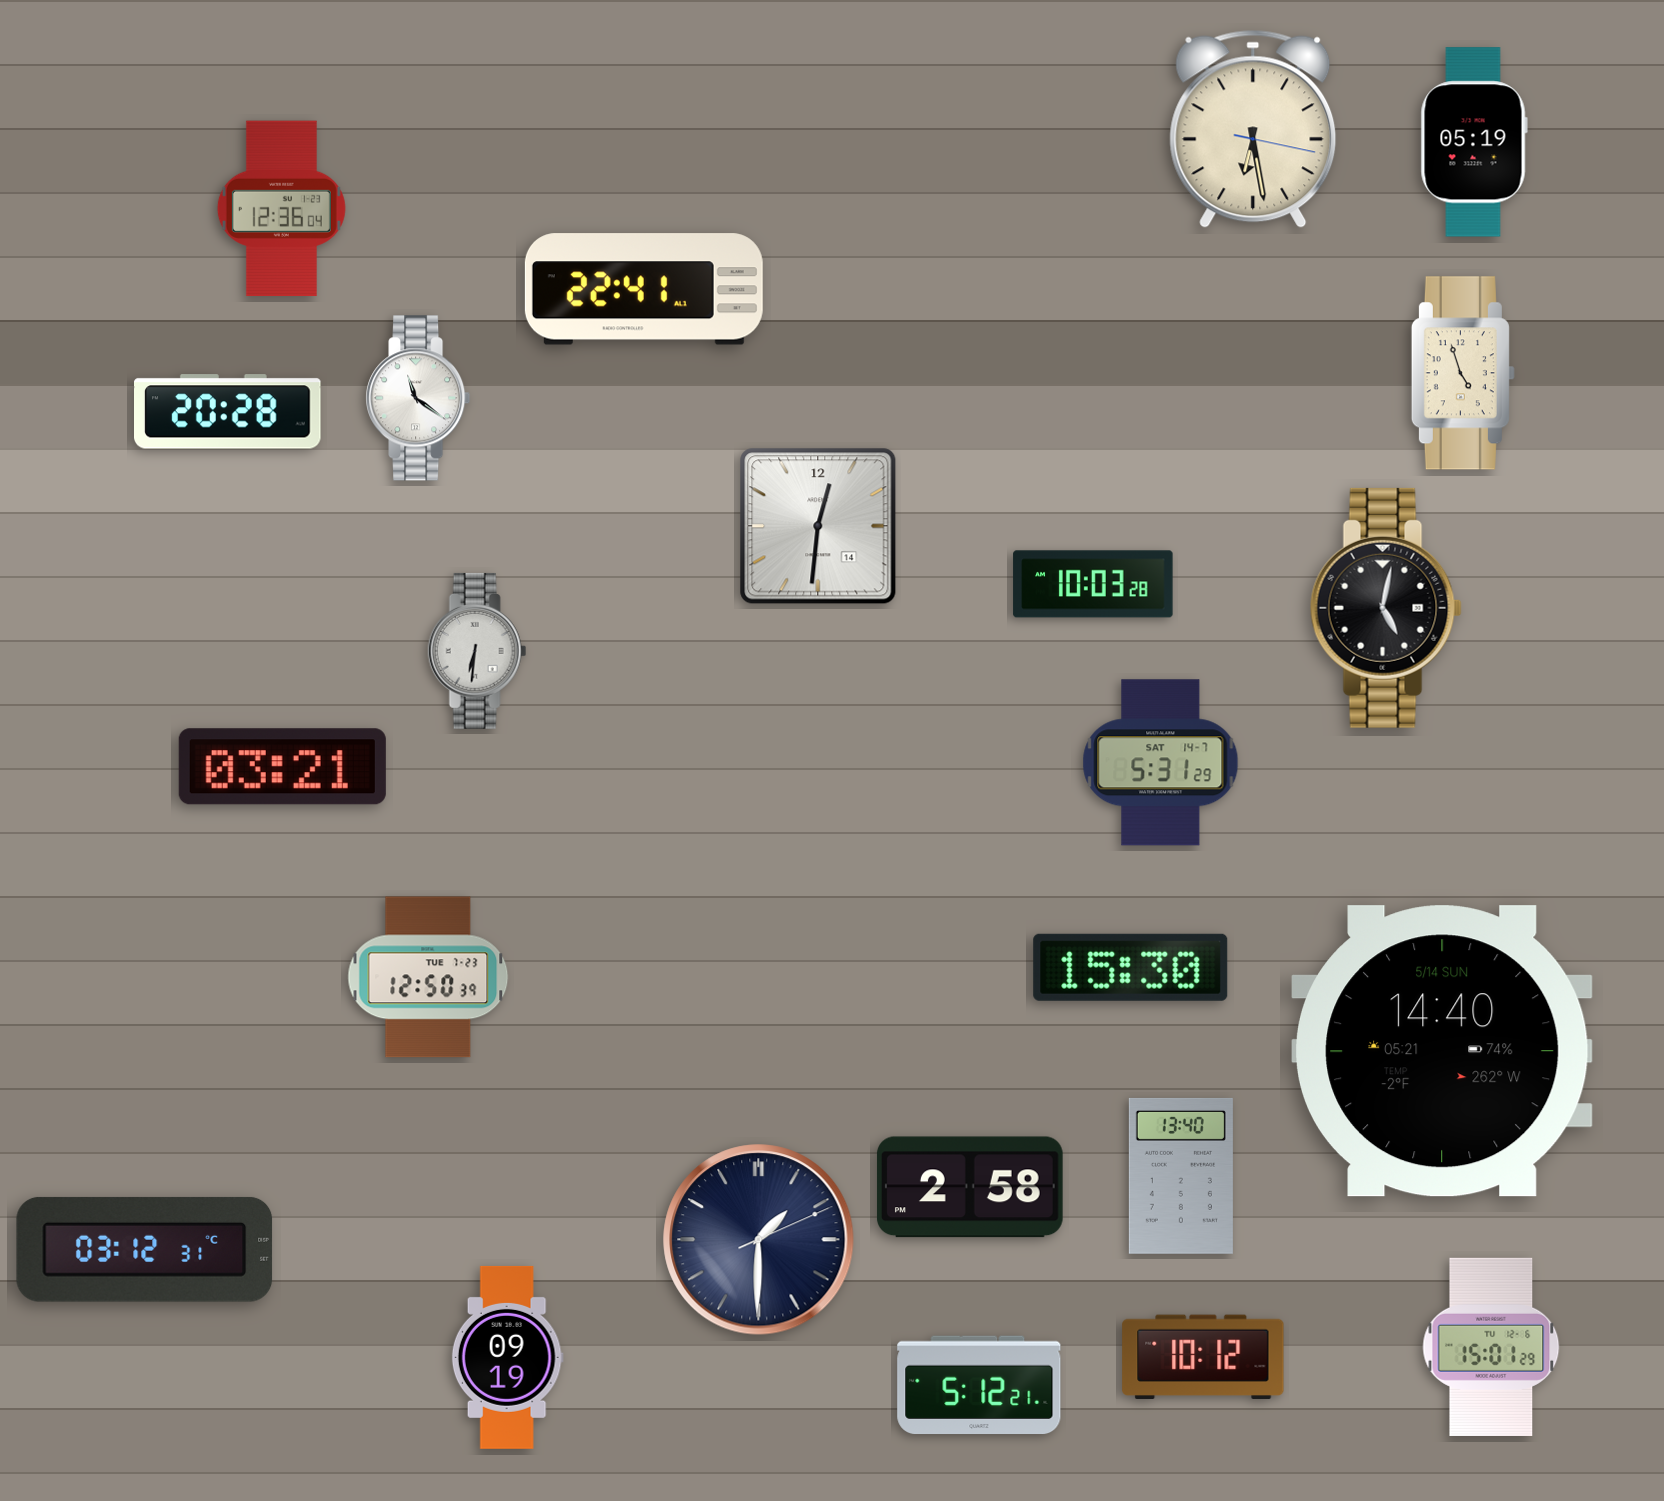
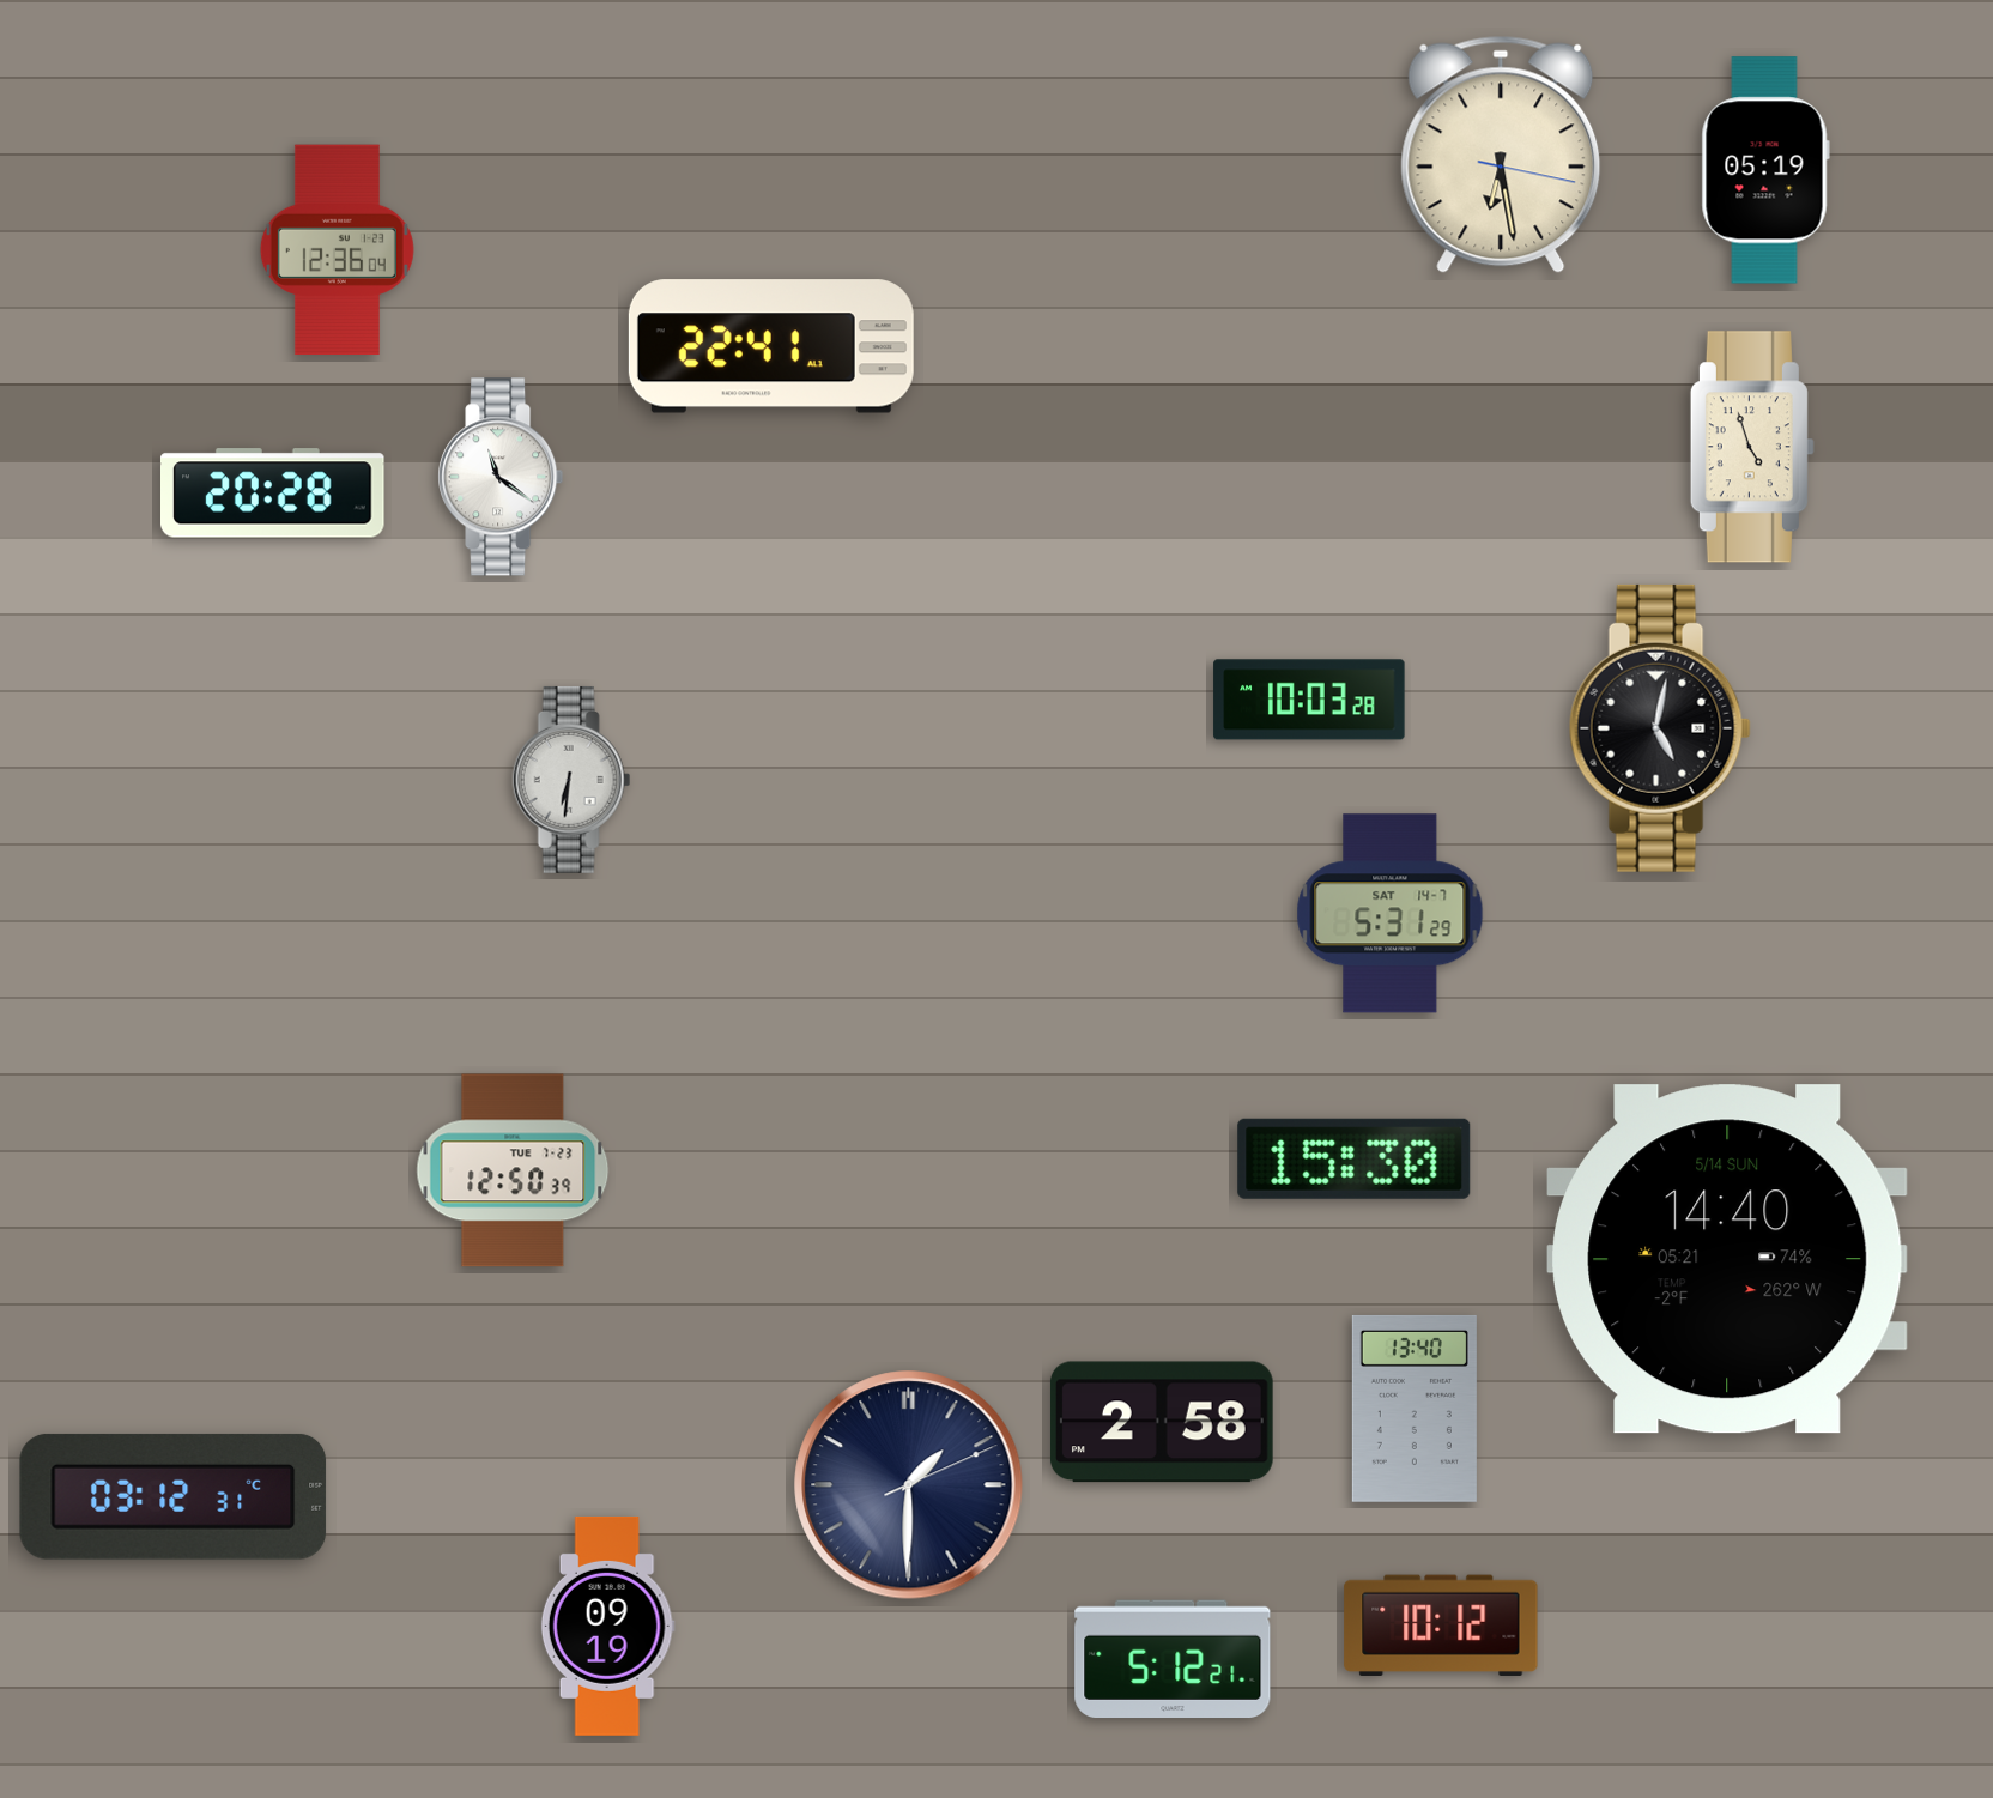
clock at (818, 526): 12:31 -> none
clock at (282, 767): 03:21 -> none
clock at (1491, 1347): 15:01 -> none
